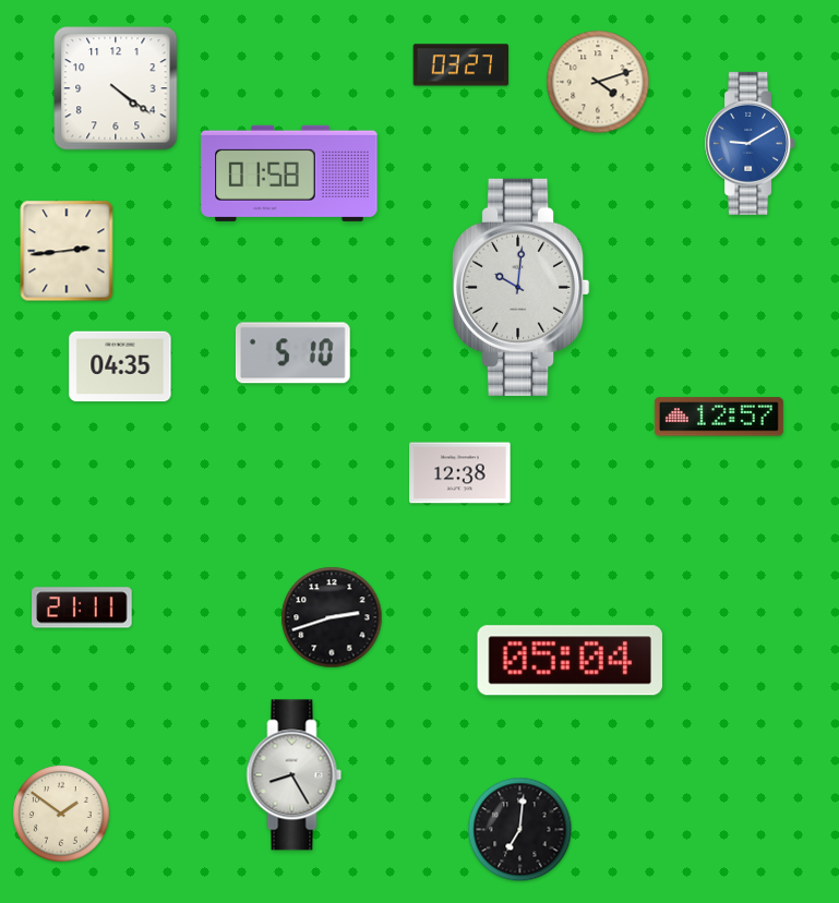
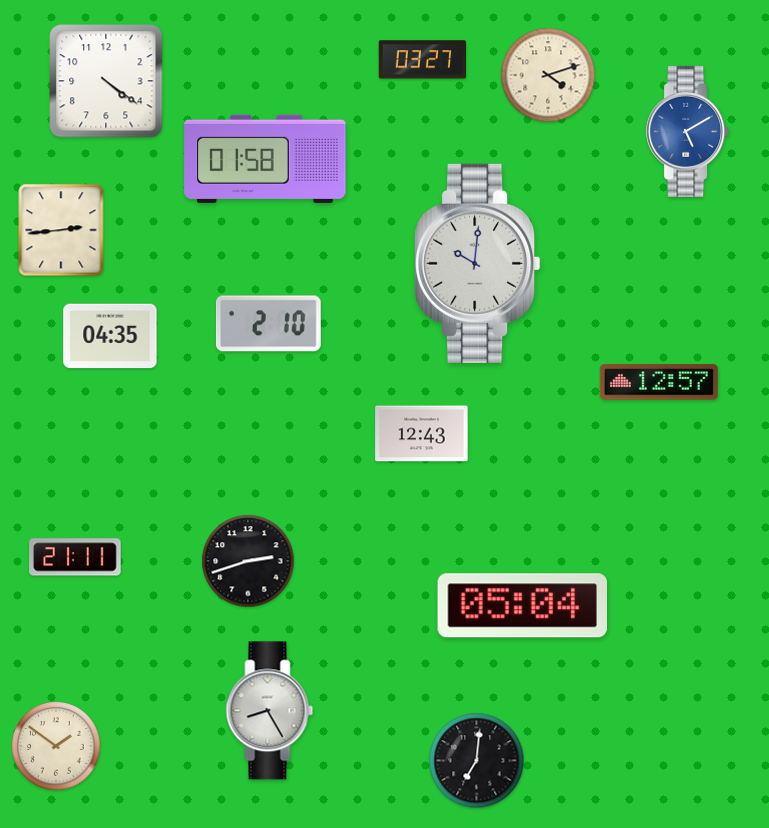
clock at (751, 143): 9:10 -> 5:10
clock at (292, 353): 5:10 -> 2:10
clock at (460, 473): 12:38 -> 12:43
clock at (332, 617) position: (332, 617) -> (248, 561)
